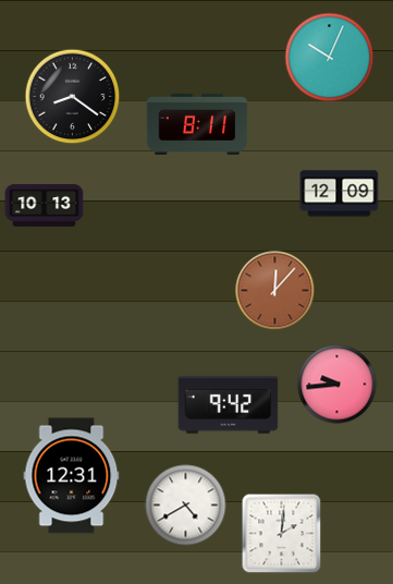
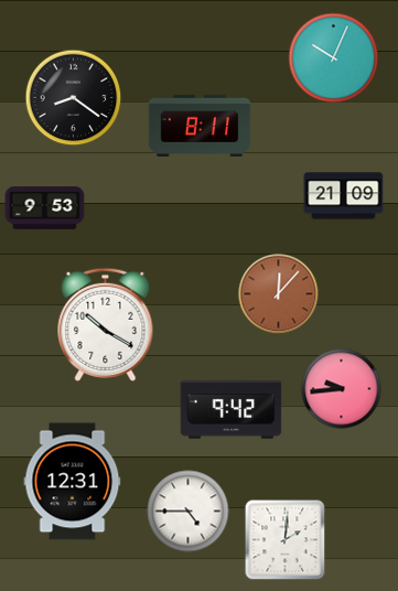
clock at (340, 194): 12:09 -> 21:09
clock at (45, 206): 10:13 -> 9:53
clock at (106, 324): none -> 10:20
clock at (186, 506): 4:40 -> 4:45
